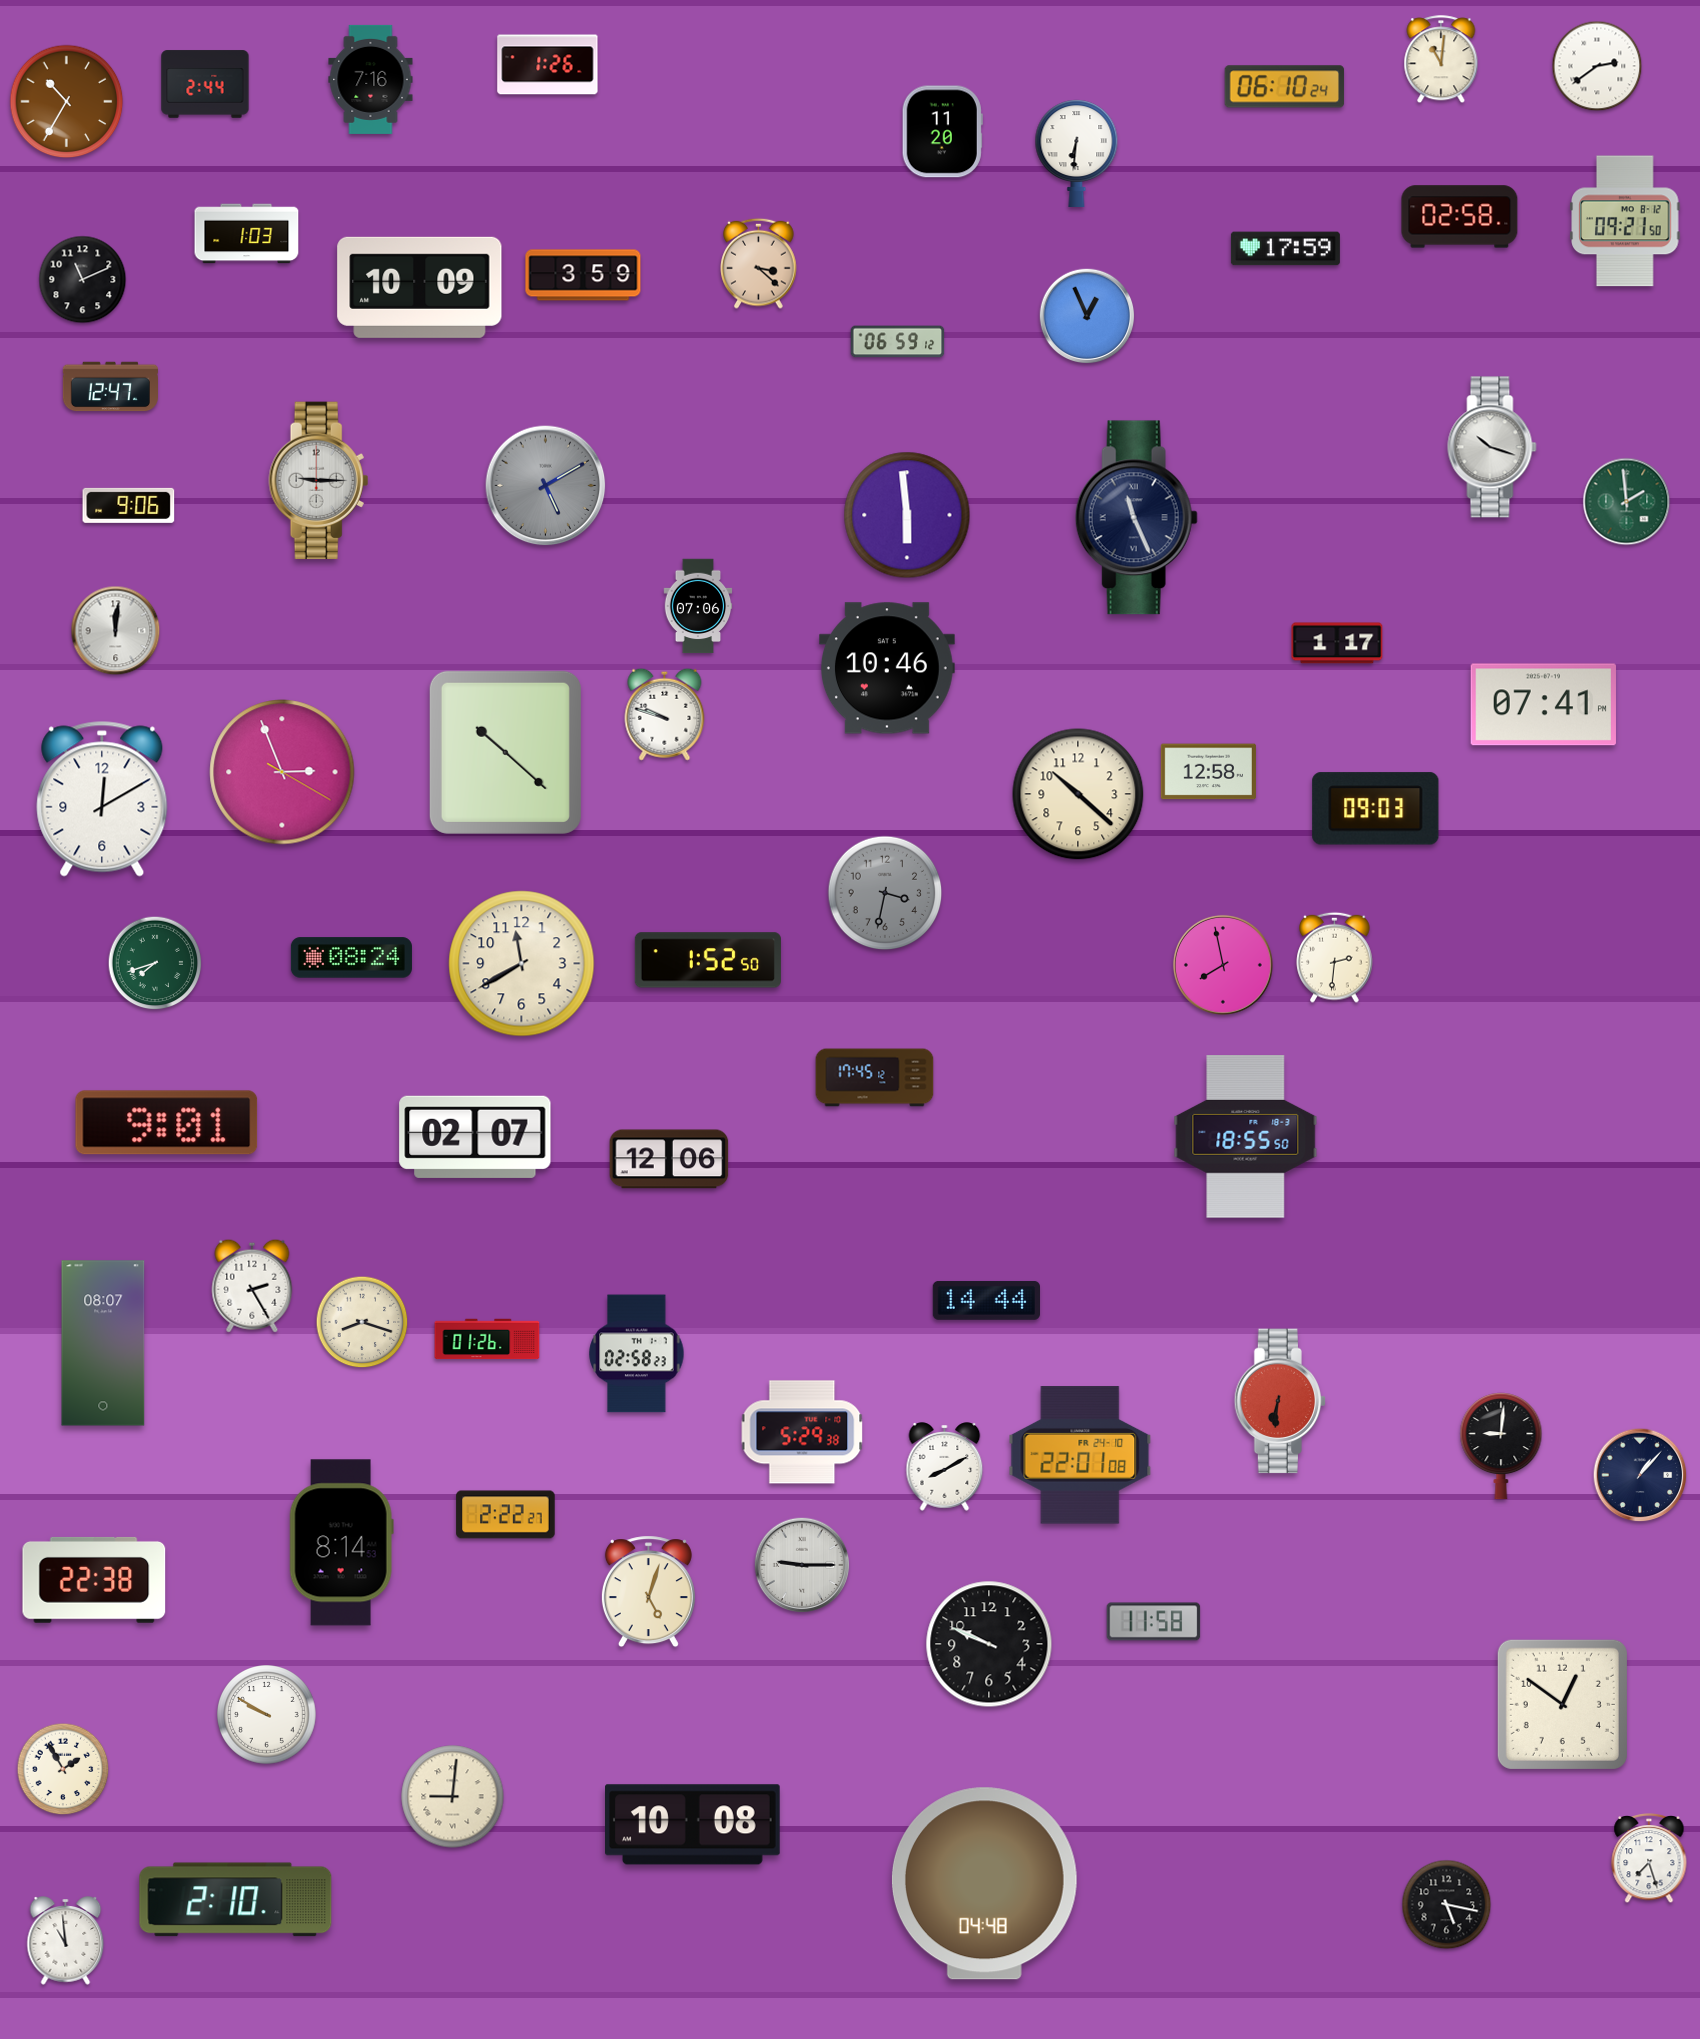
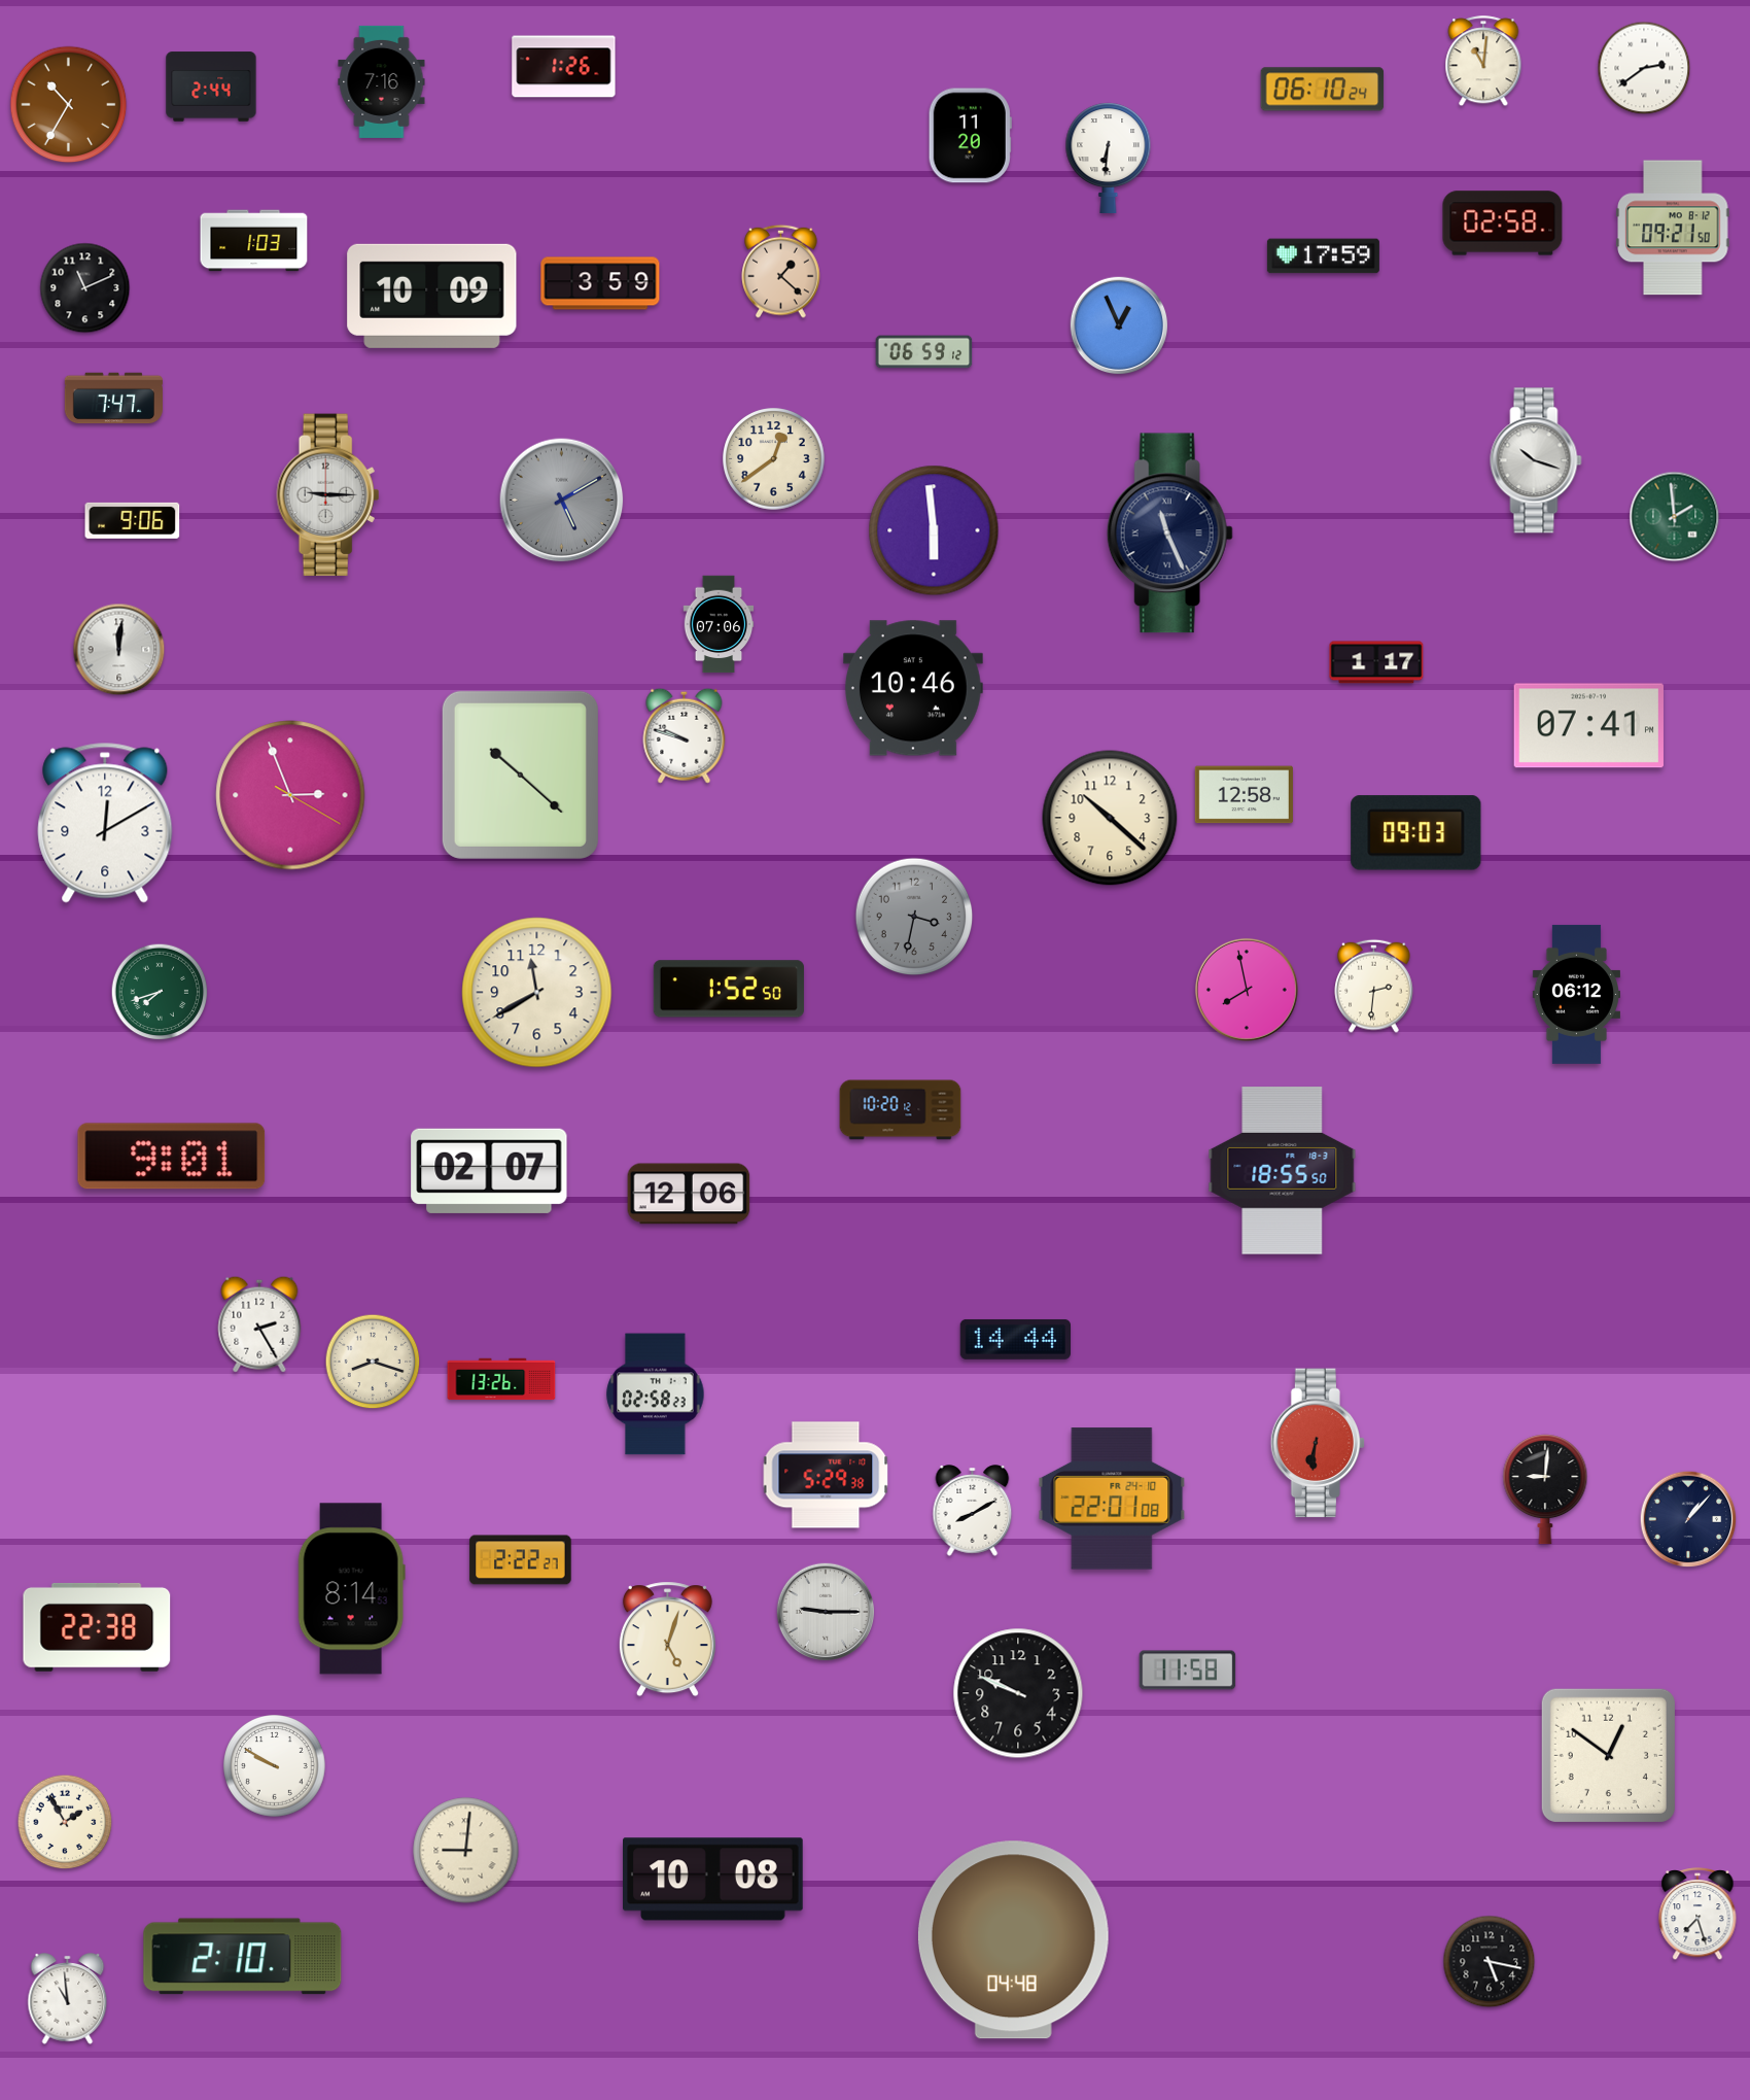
clock at (759, 263): 3:22 -> 1:22
clock at (110, 387): 12:47 -> 7:47
clock at (774, 459): none -> 12:39
clock at (885, 893) position: (885, 893) -> (914, 917)
clock at (351, 958): 08:24 -> none
clock at (1223, 965) position: (1223, 965) -> (1247, 990)
clock at (1576, 994): none -> 06:12
clock at (875, 1078): 17:45 -> 10:20
clock at (487, 1339): 01:26 -> 13:26
clock at (103, 1343): 08:07 -> none
